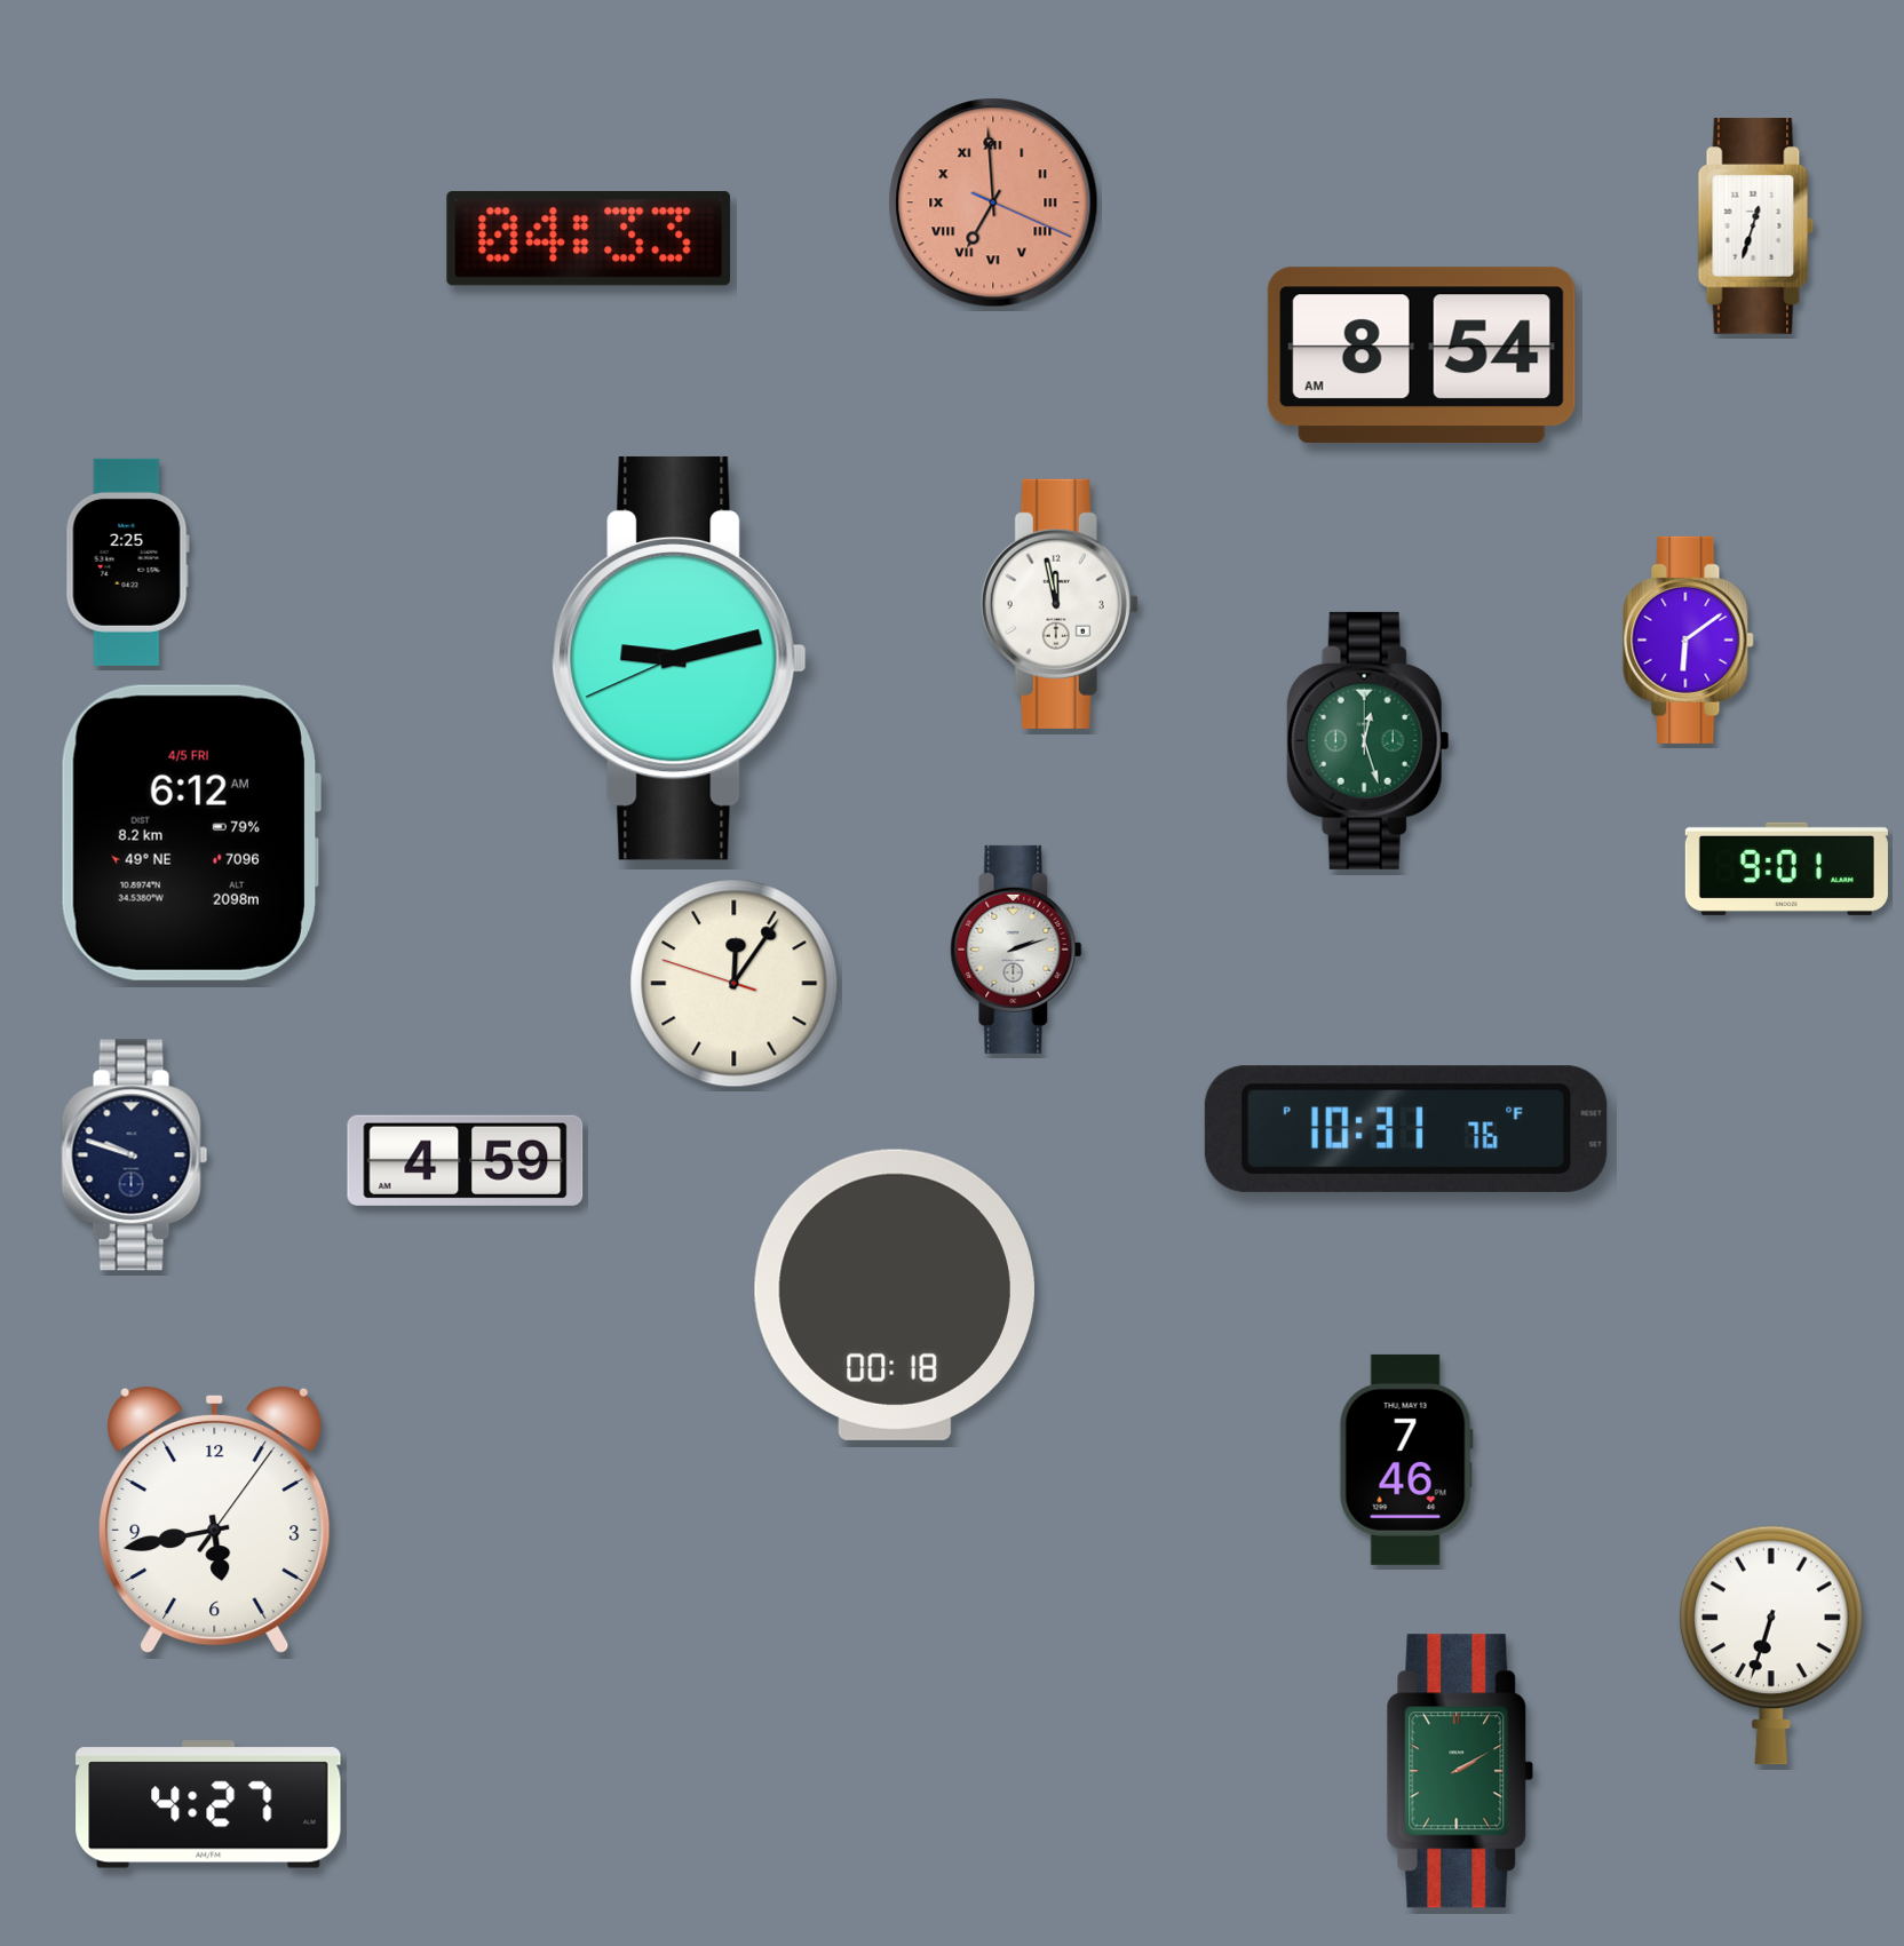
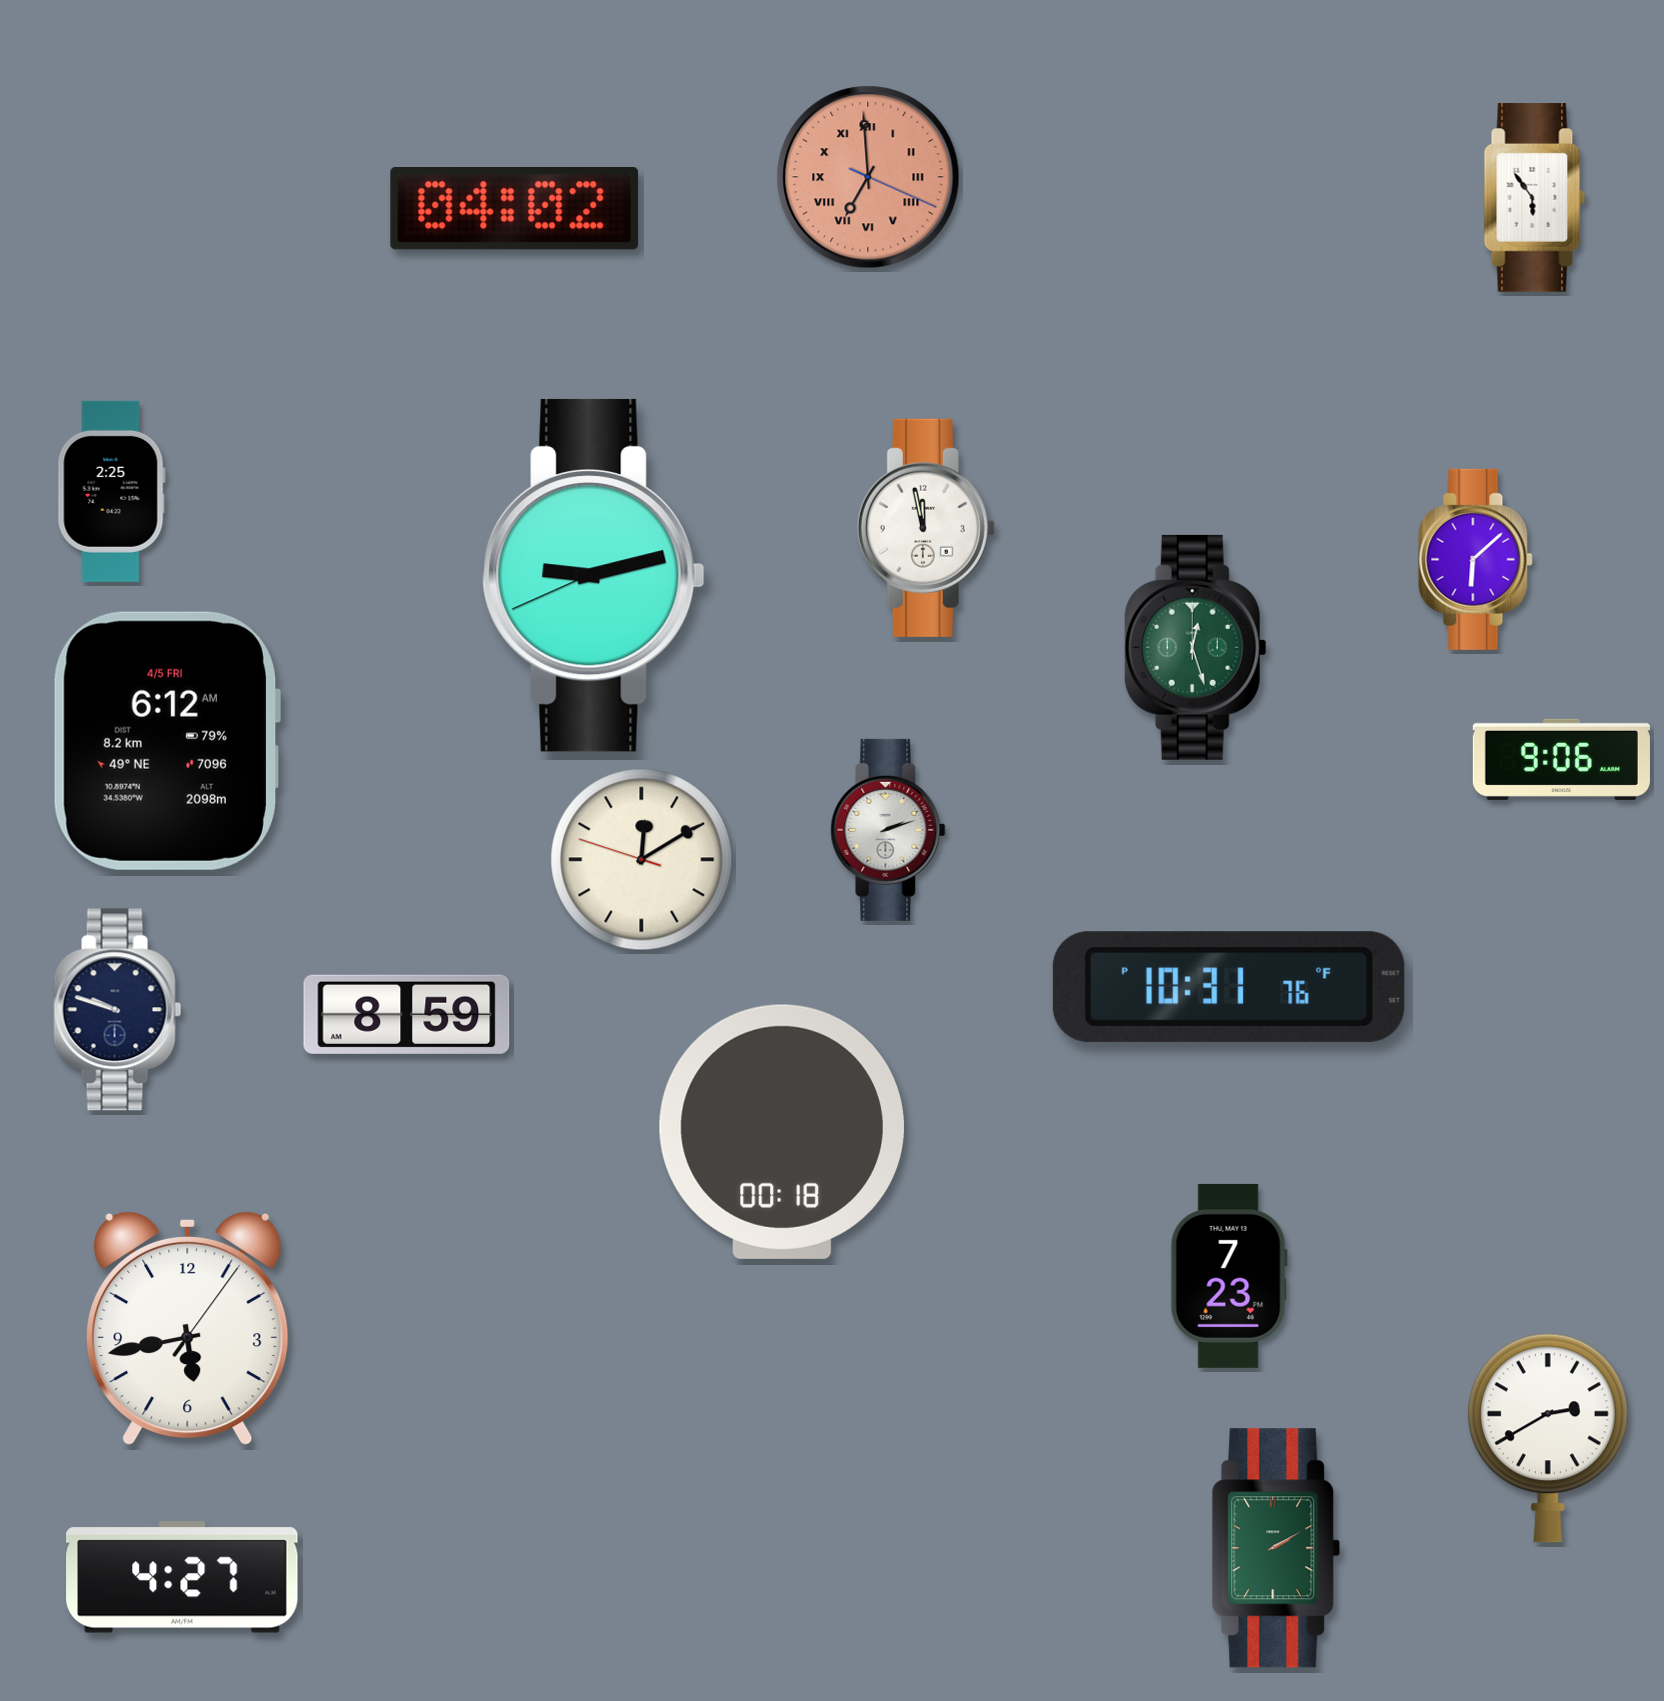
clock at (1756, 227): 12:33 -> 5:54
clock at (588, 239): 04:33 -> 04:02
clock at (1421, 356): 8:54 -> none
clock at (1689, 640): 6:09 -> 6:08
clock at (190, 833) position: (190, 833) -> (166, 741)
clock at (1786, 868): 9:01 -> 9:06
clock at (735, 984): 12:05 -> 12:09
clock at (466, 1160): 4:59 -> 8:59
clock at (1406, 1460): 7:46 -> 7:23
clock at (1771, 1645): 6:33 -> 2:40
